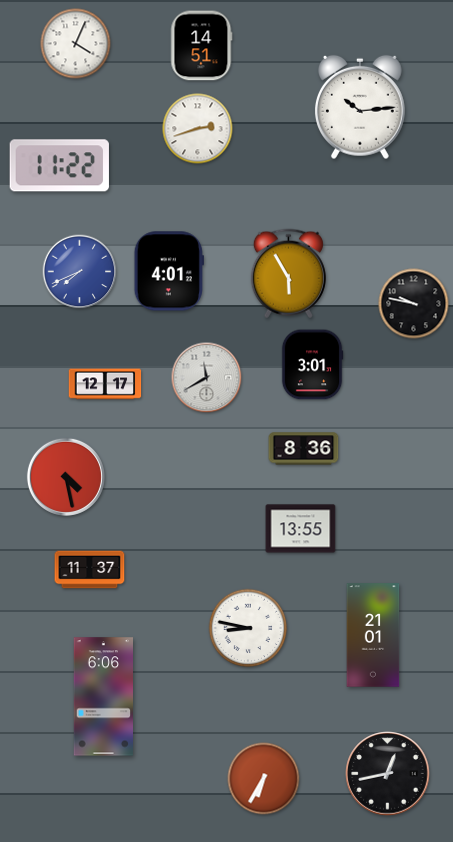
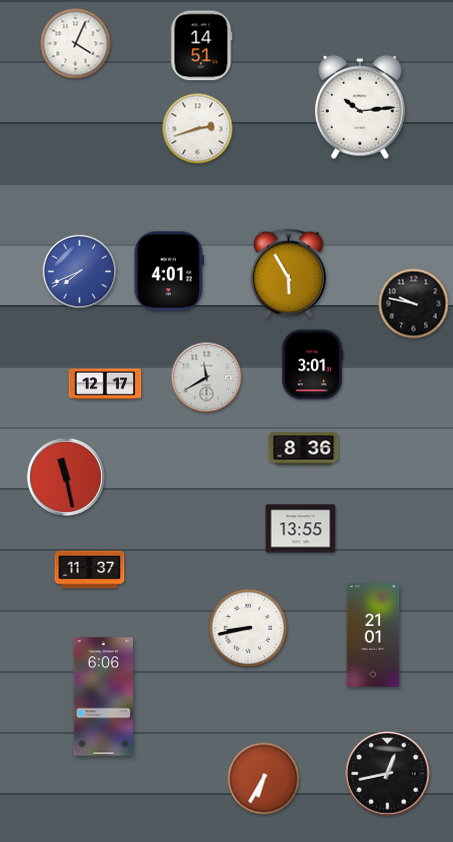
clock at (59, 166): 11:22 -> none
clock at (66, 477): 4:28 -> 11:28
clock at (248, 628): 8:47 -> 8:43
